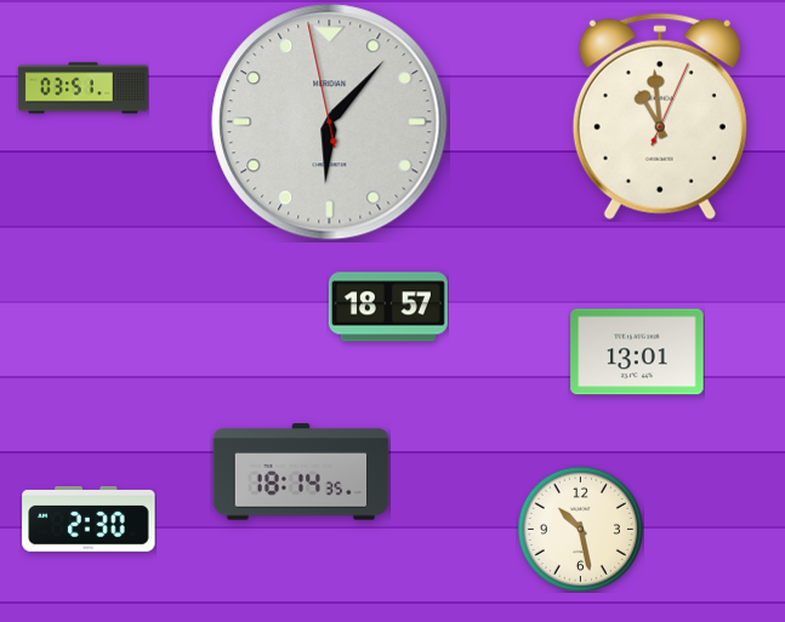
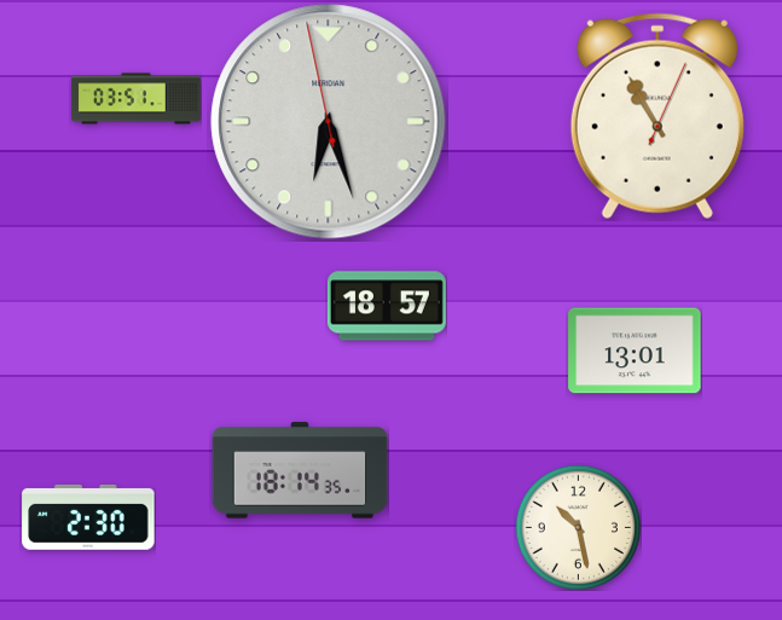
clock at (84, 89) position: (84, 89) -> (137, 99)
clock at (660, 116): 10:59 -> 10:55
clock at (330, 122): 6:06 -> 6:26
